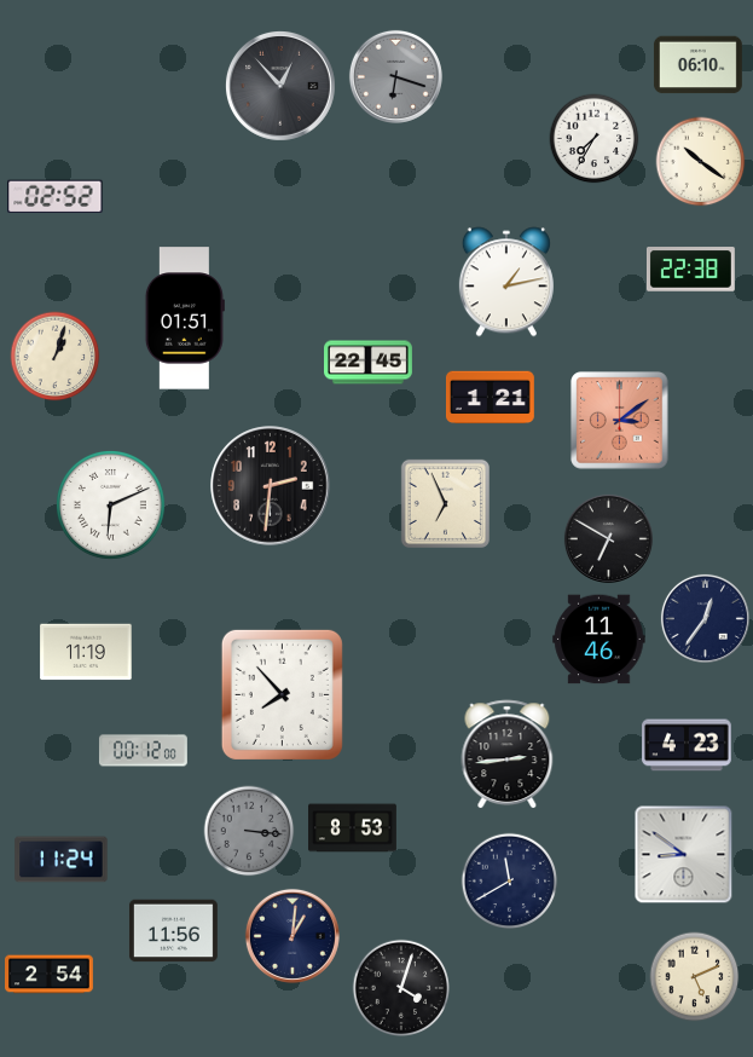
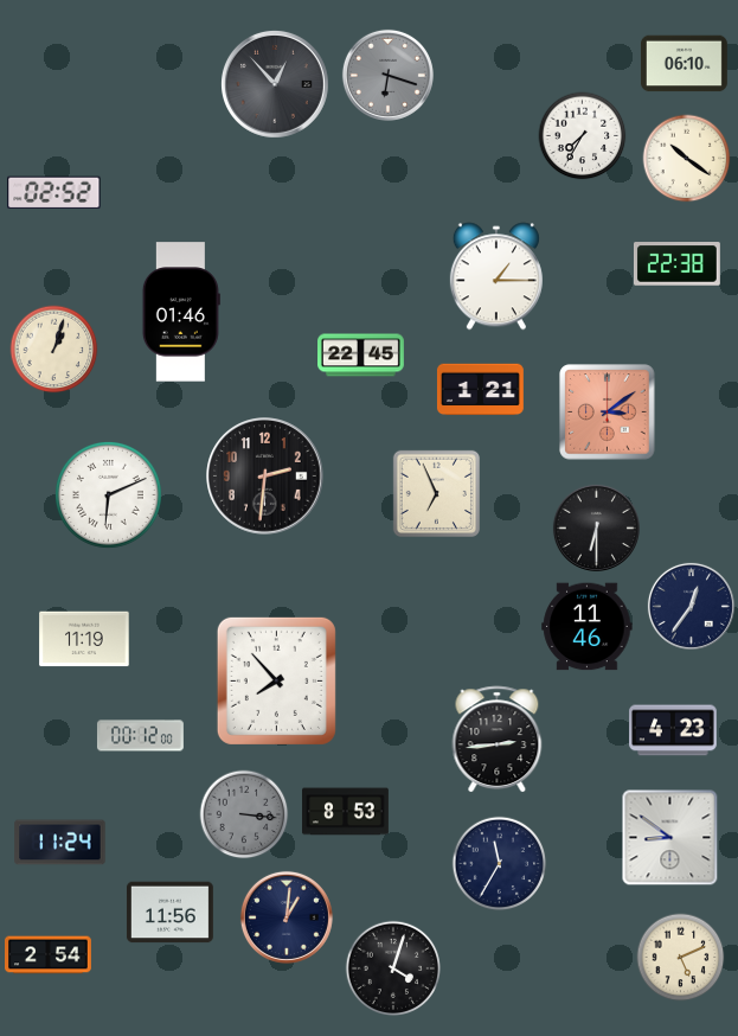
clock at (506, 282): 1:13 -> 1:15
clock at (185, 318): 01:51 -> 01:46
clock at (608, 538): 6:50 -> 6:30
clock at (510, 882): 11:40 -> 11:35
